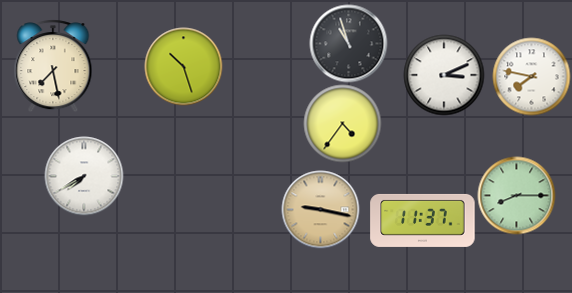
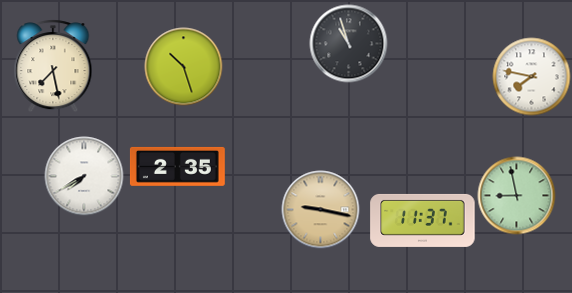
clock at (444, 75): 3:11 -> none
clock at (342, 123): 4:36 -> none
clock at (177, 166): none -> 2:35
clock at (516, 195): 8:15 -> 8:58
